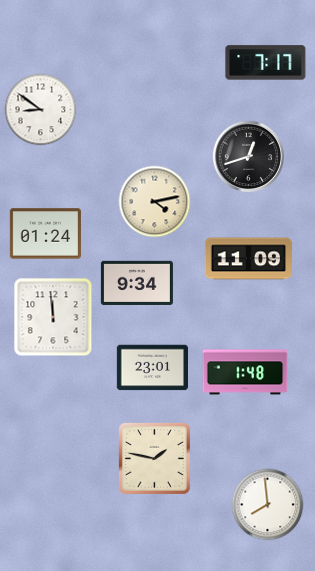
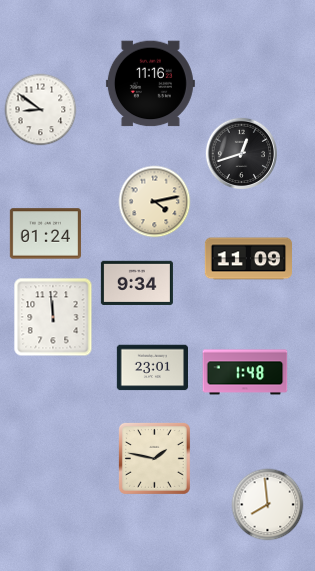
clock at (266, 63): 7:17 -> none
clock at (150, 84): none -> 11:16
clock at (248, 156) position: (248, 156) -> (241, 153)
